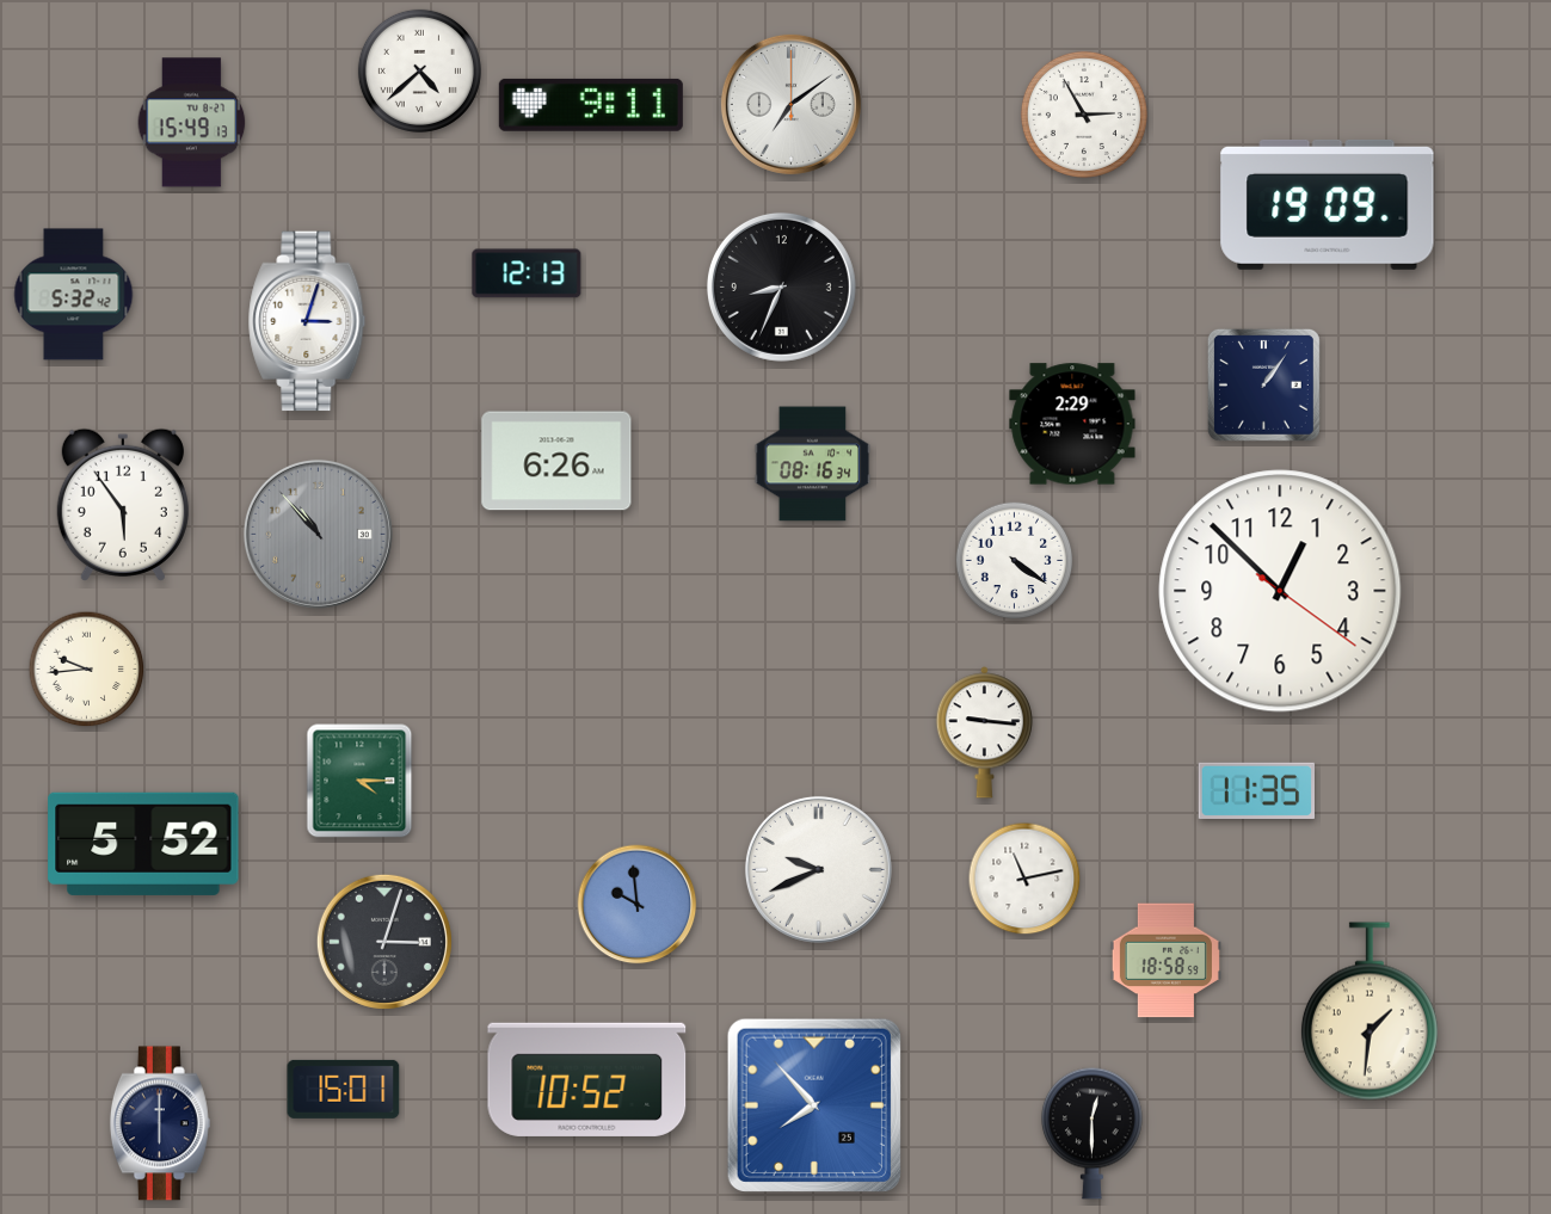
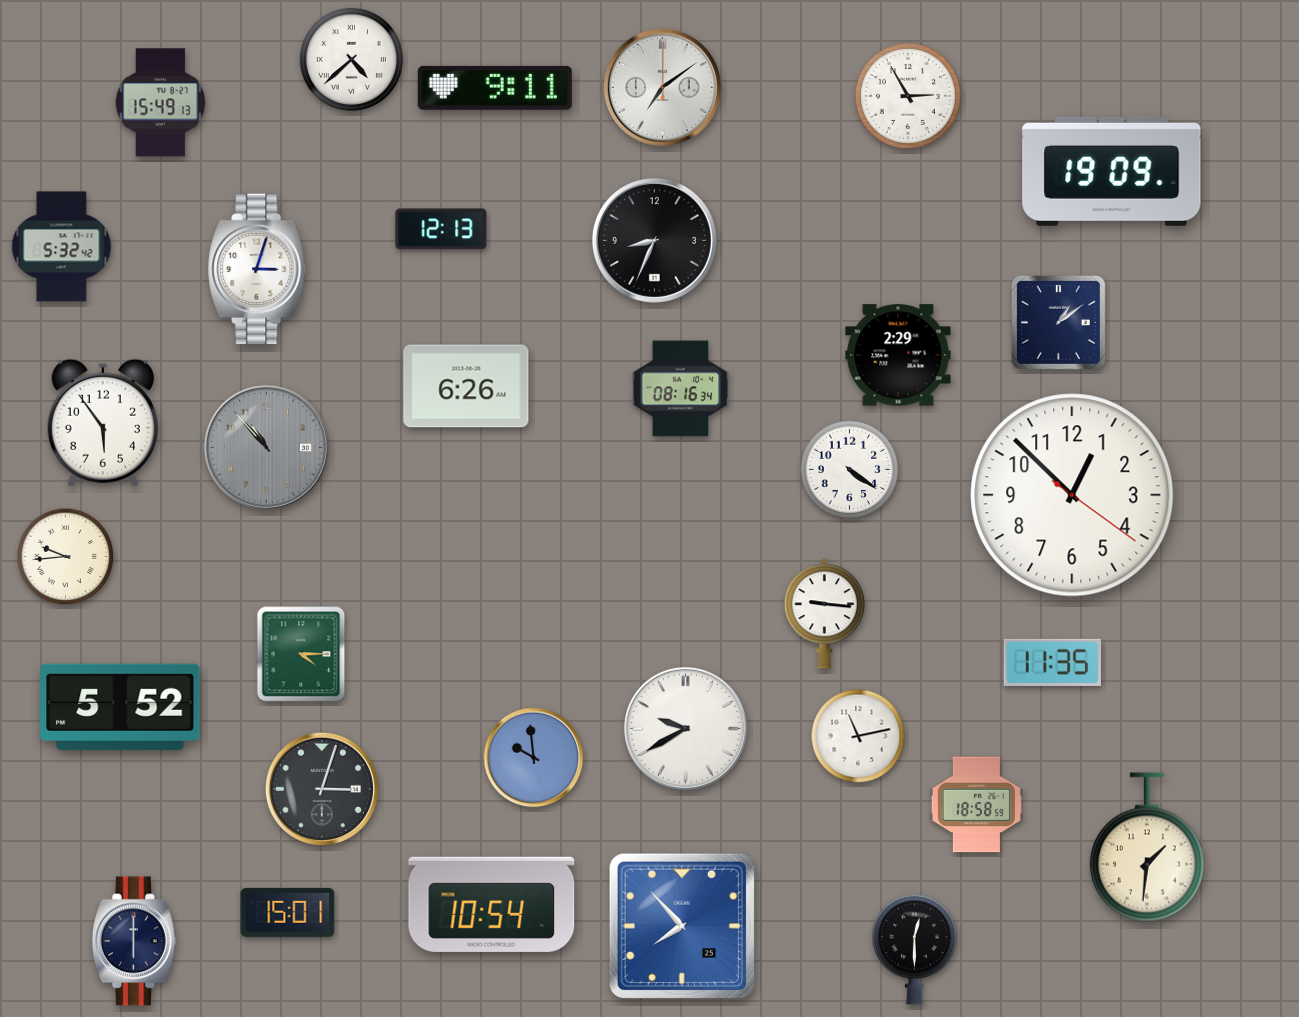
clock at (1263, 384): 1:06 -> 1:09
clock at (87, 670) position: (87, 670) -> (66, 557)
clock at (818, 869): 9:41 -> 9:40
clock at (587, 1079): 10:52 -> 10:54
